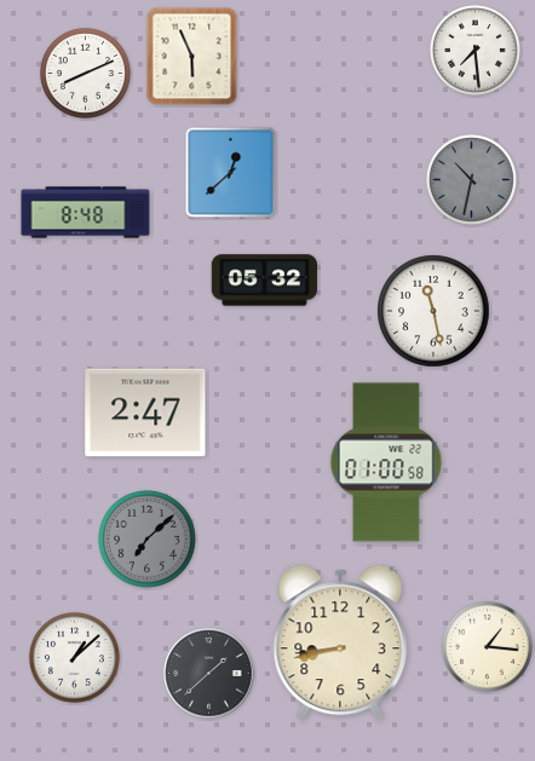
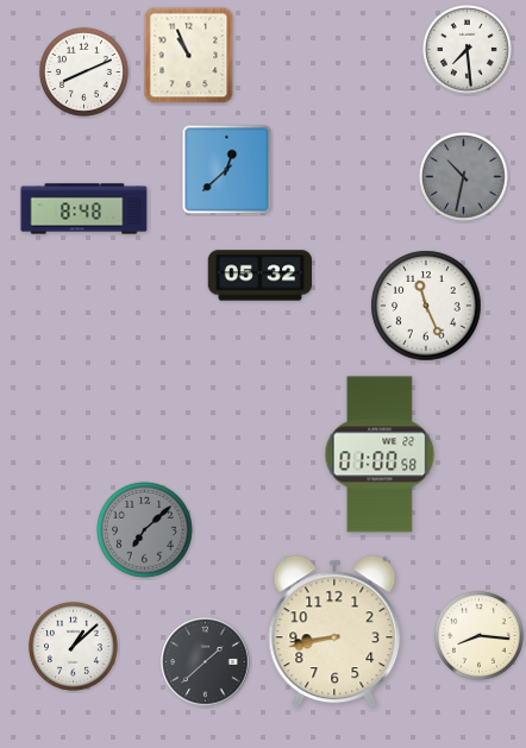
clock at (192, 57): 5:56 -> 10:56
clock at (433, 311): 11:28 -> 11:26
clock at (145, 413): 2:47 -> none
clock at (487, 646): 1:16 -> 8:16
